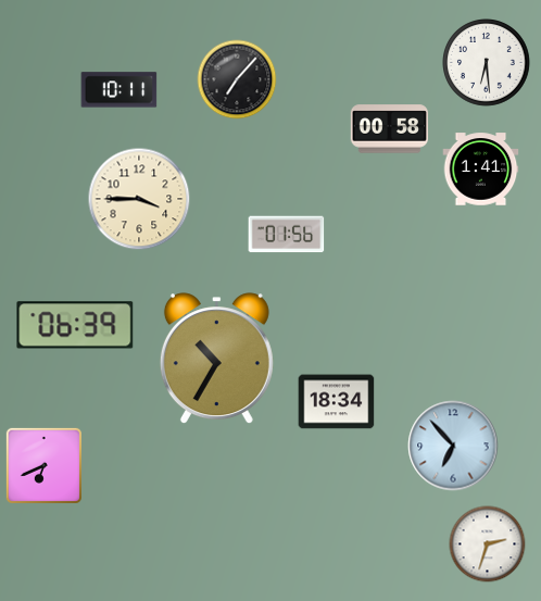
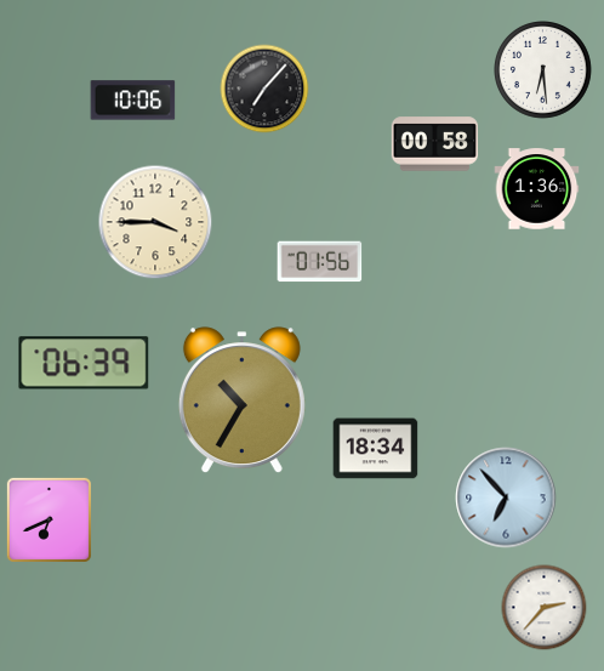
clock at (119, 90): 10:11 -> 10:06
clock at (481, 170): 1:41 -> 1:36
clock at (488, 544): 2:33 -> 2:37
